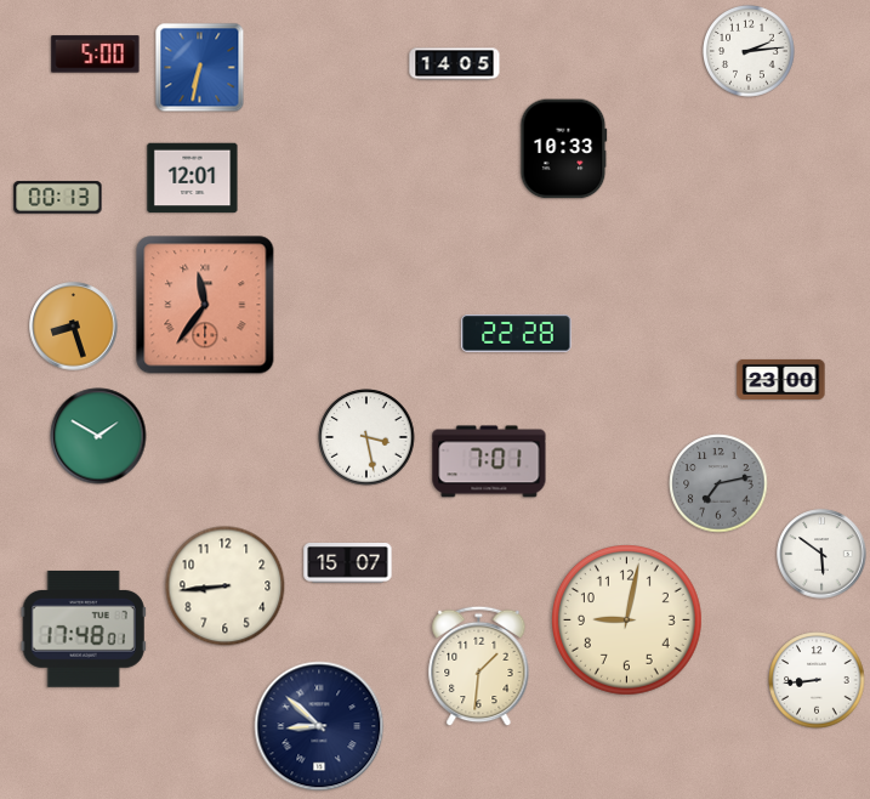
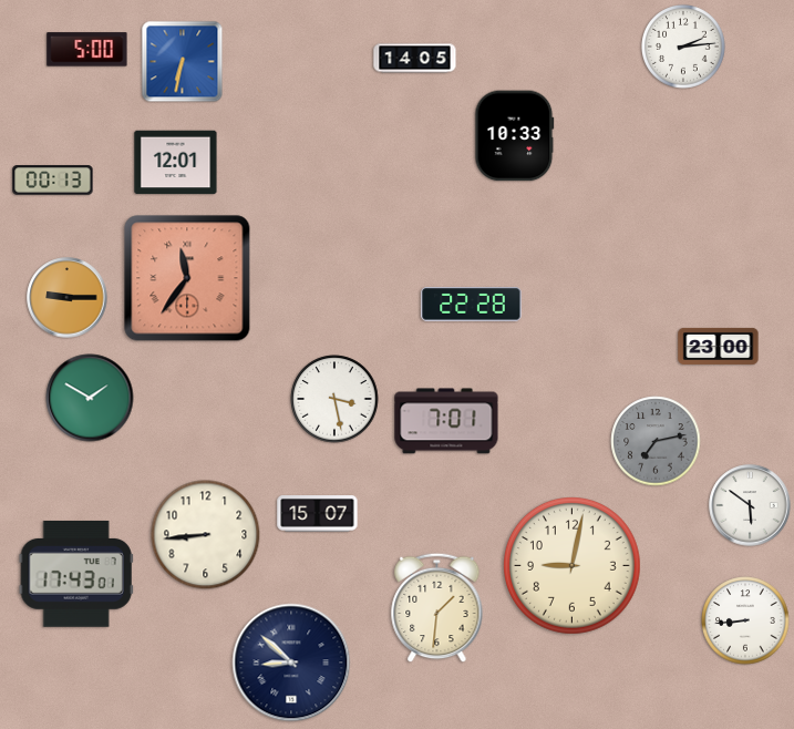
clock at (74, 327): 8:27 -> 9:15
clock at (781, 379) position: (781, 379) -> (719, 346)
clock at (84, 629): 17:48 -> 17:43
